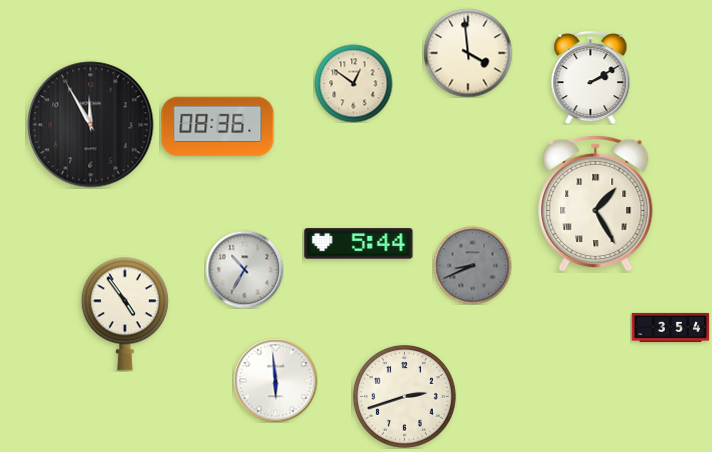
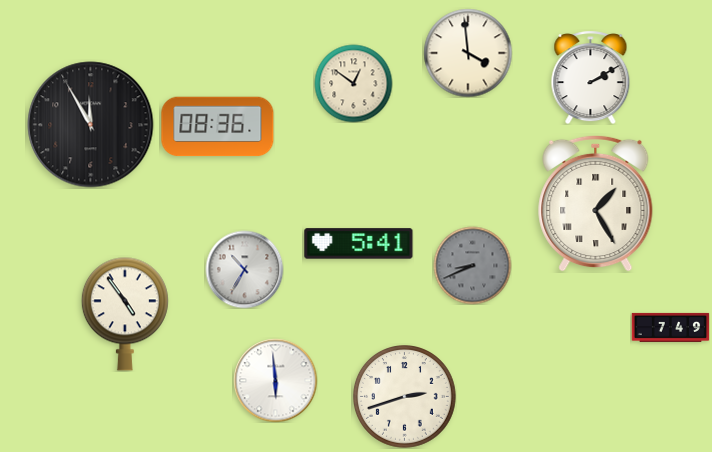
clock at (359, 244): 5:44 -> 5:41
clock at (670, 327): 3:54 -> 7:49
